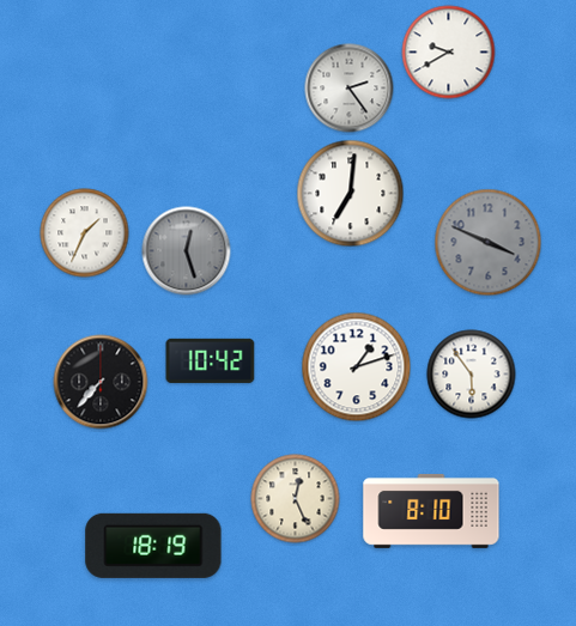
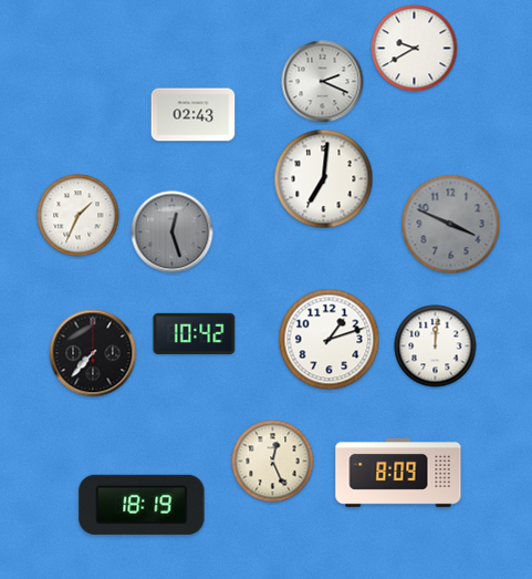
clock at (350, 89): 2:24 -> 2:19
clock at (194, 115): none -> 02:43
clock at (472, 375): 5:54 -> 12:01
clock at (431, 511): 8:10 -> 8:09
